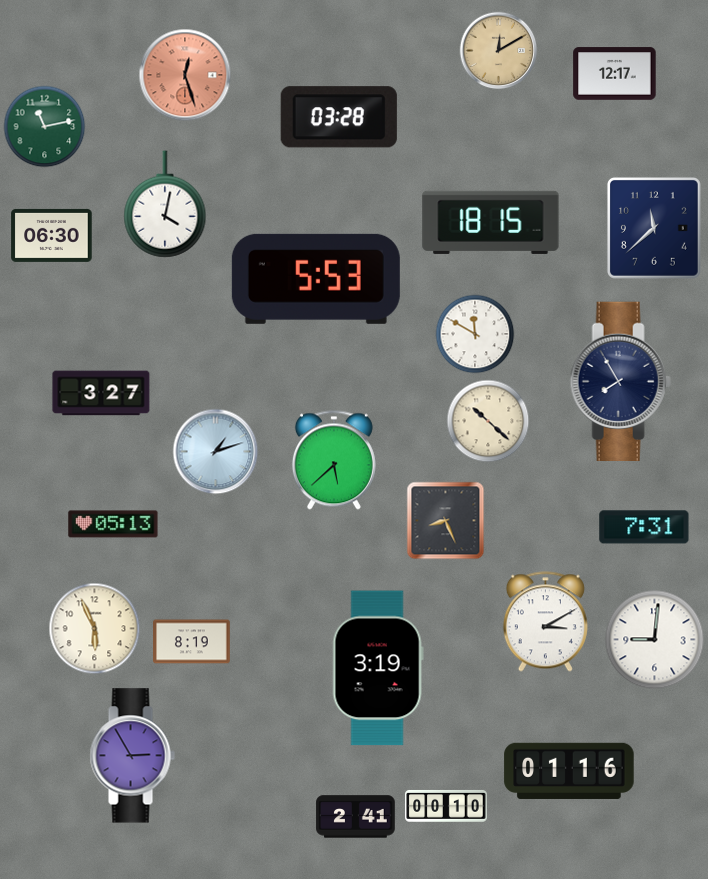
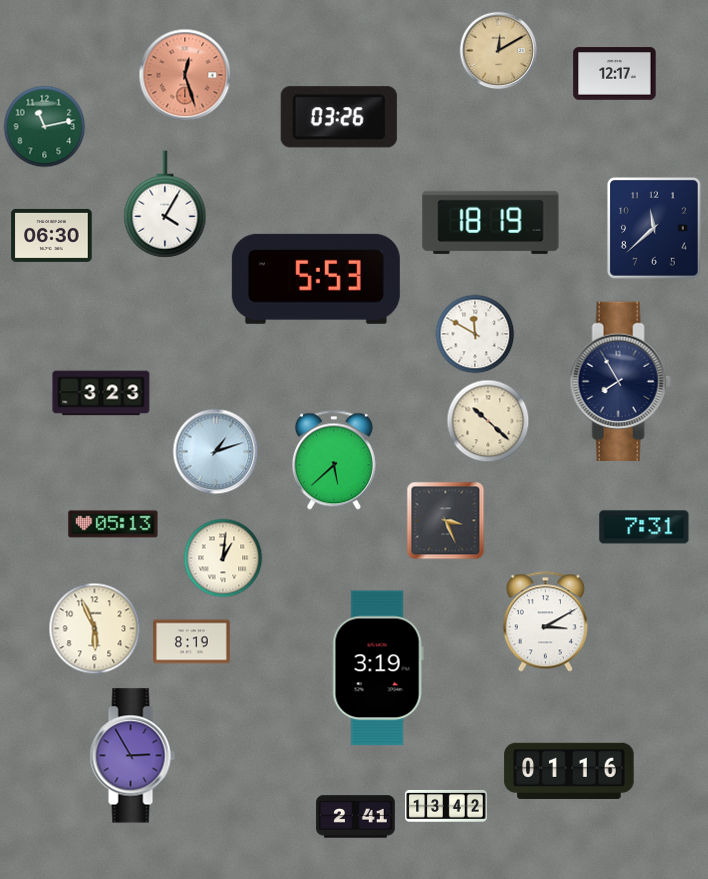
clock at (339, 117): 03:28 -> 03:26
clock at (165, 204): 4:02 -> 4:05
clock at (491, 222): 18:15 -> 18:19
clock at (101, 393): 3:27 -> 3:23
clock at (445, 520): 8:26 -> 3:26
clock at (223, 558): none -> 1:01
clock at (655, 640): 9:01 -> none
clock at (446, 806): 00:10 -> 13:42
